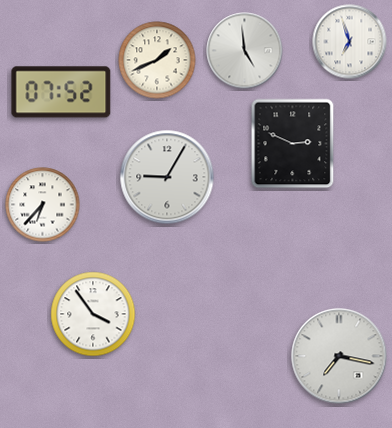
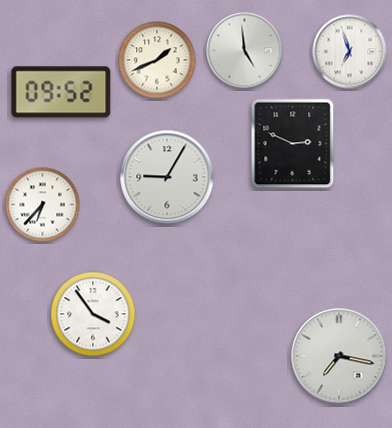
clock at (350, 42) position: (350, 42) -> (350, 52)
clock at (61, 92): 07:52 -> 09:52
